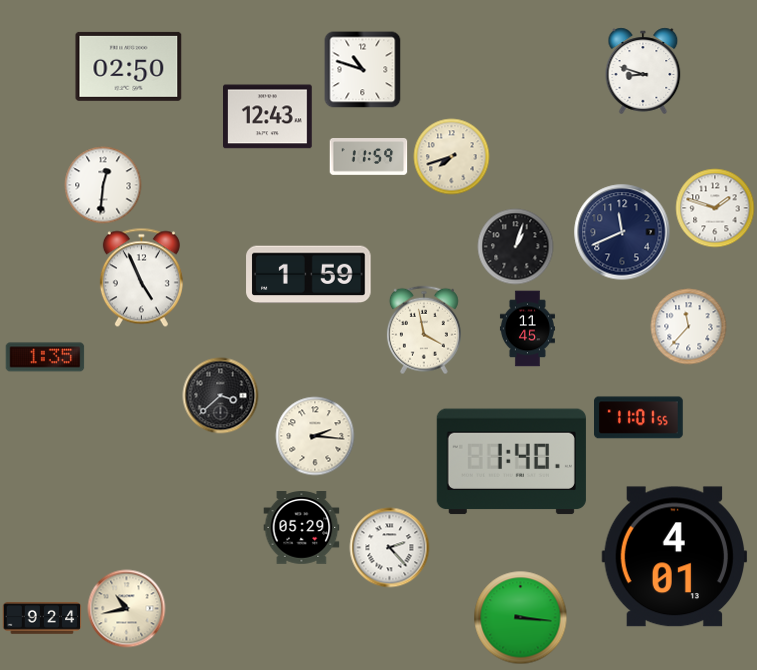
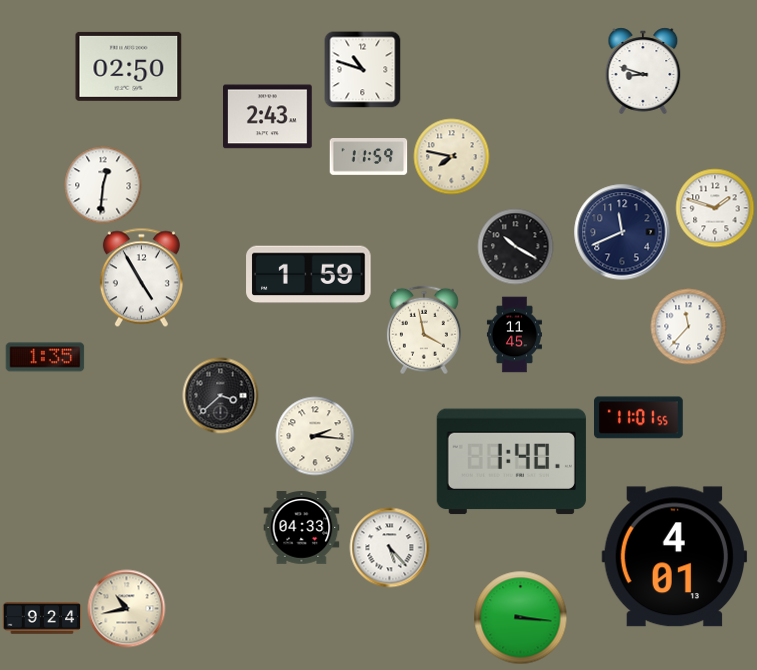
clock at (268, 117): 12:43 -> 2:43
clock at (452, 157): 7:42 -> 7:47
clock at (516, 247): 1:03 -> 10:20
clock at (141, 278): 4:56 -> 4:55
clock at (527, 329) position: (527, 329) -> (514, 335)
clock at (302, 528): 05:29 -> 04:33
clock at (390, 548): 2:23 -> 5:23
